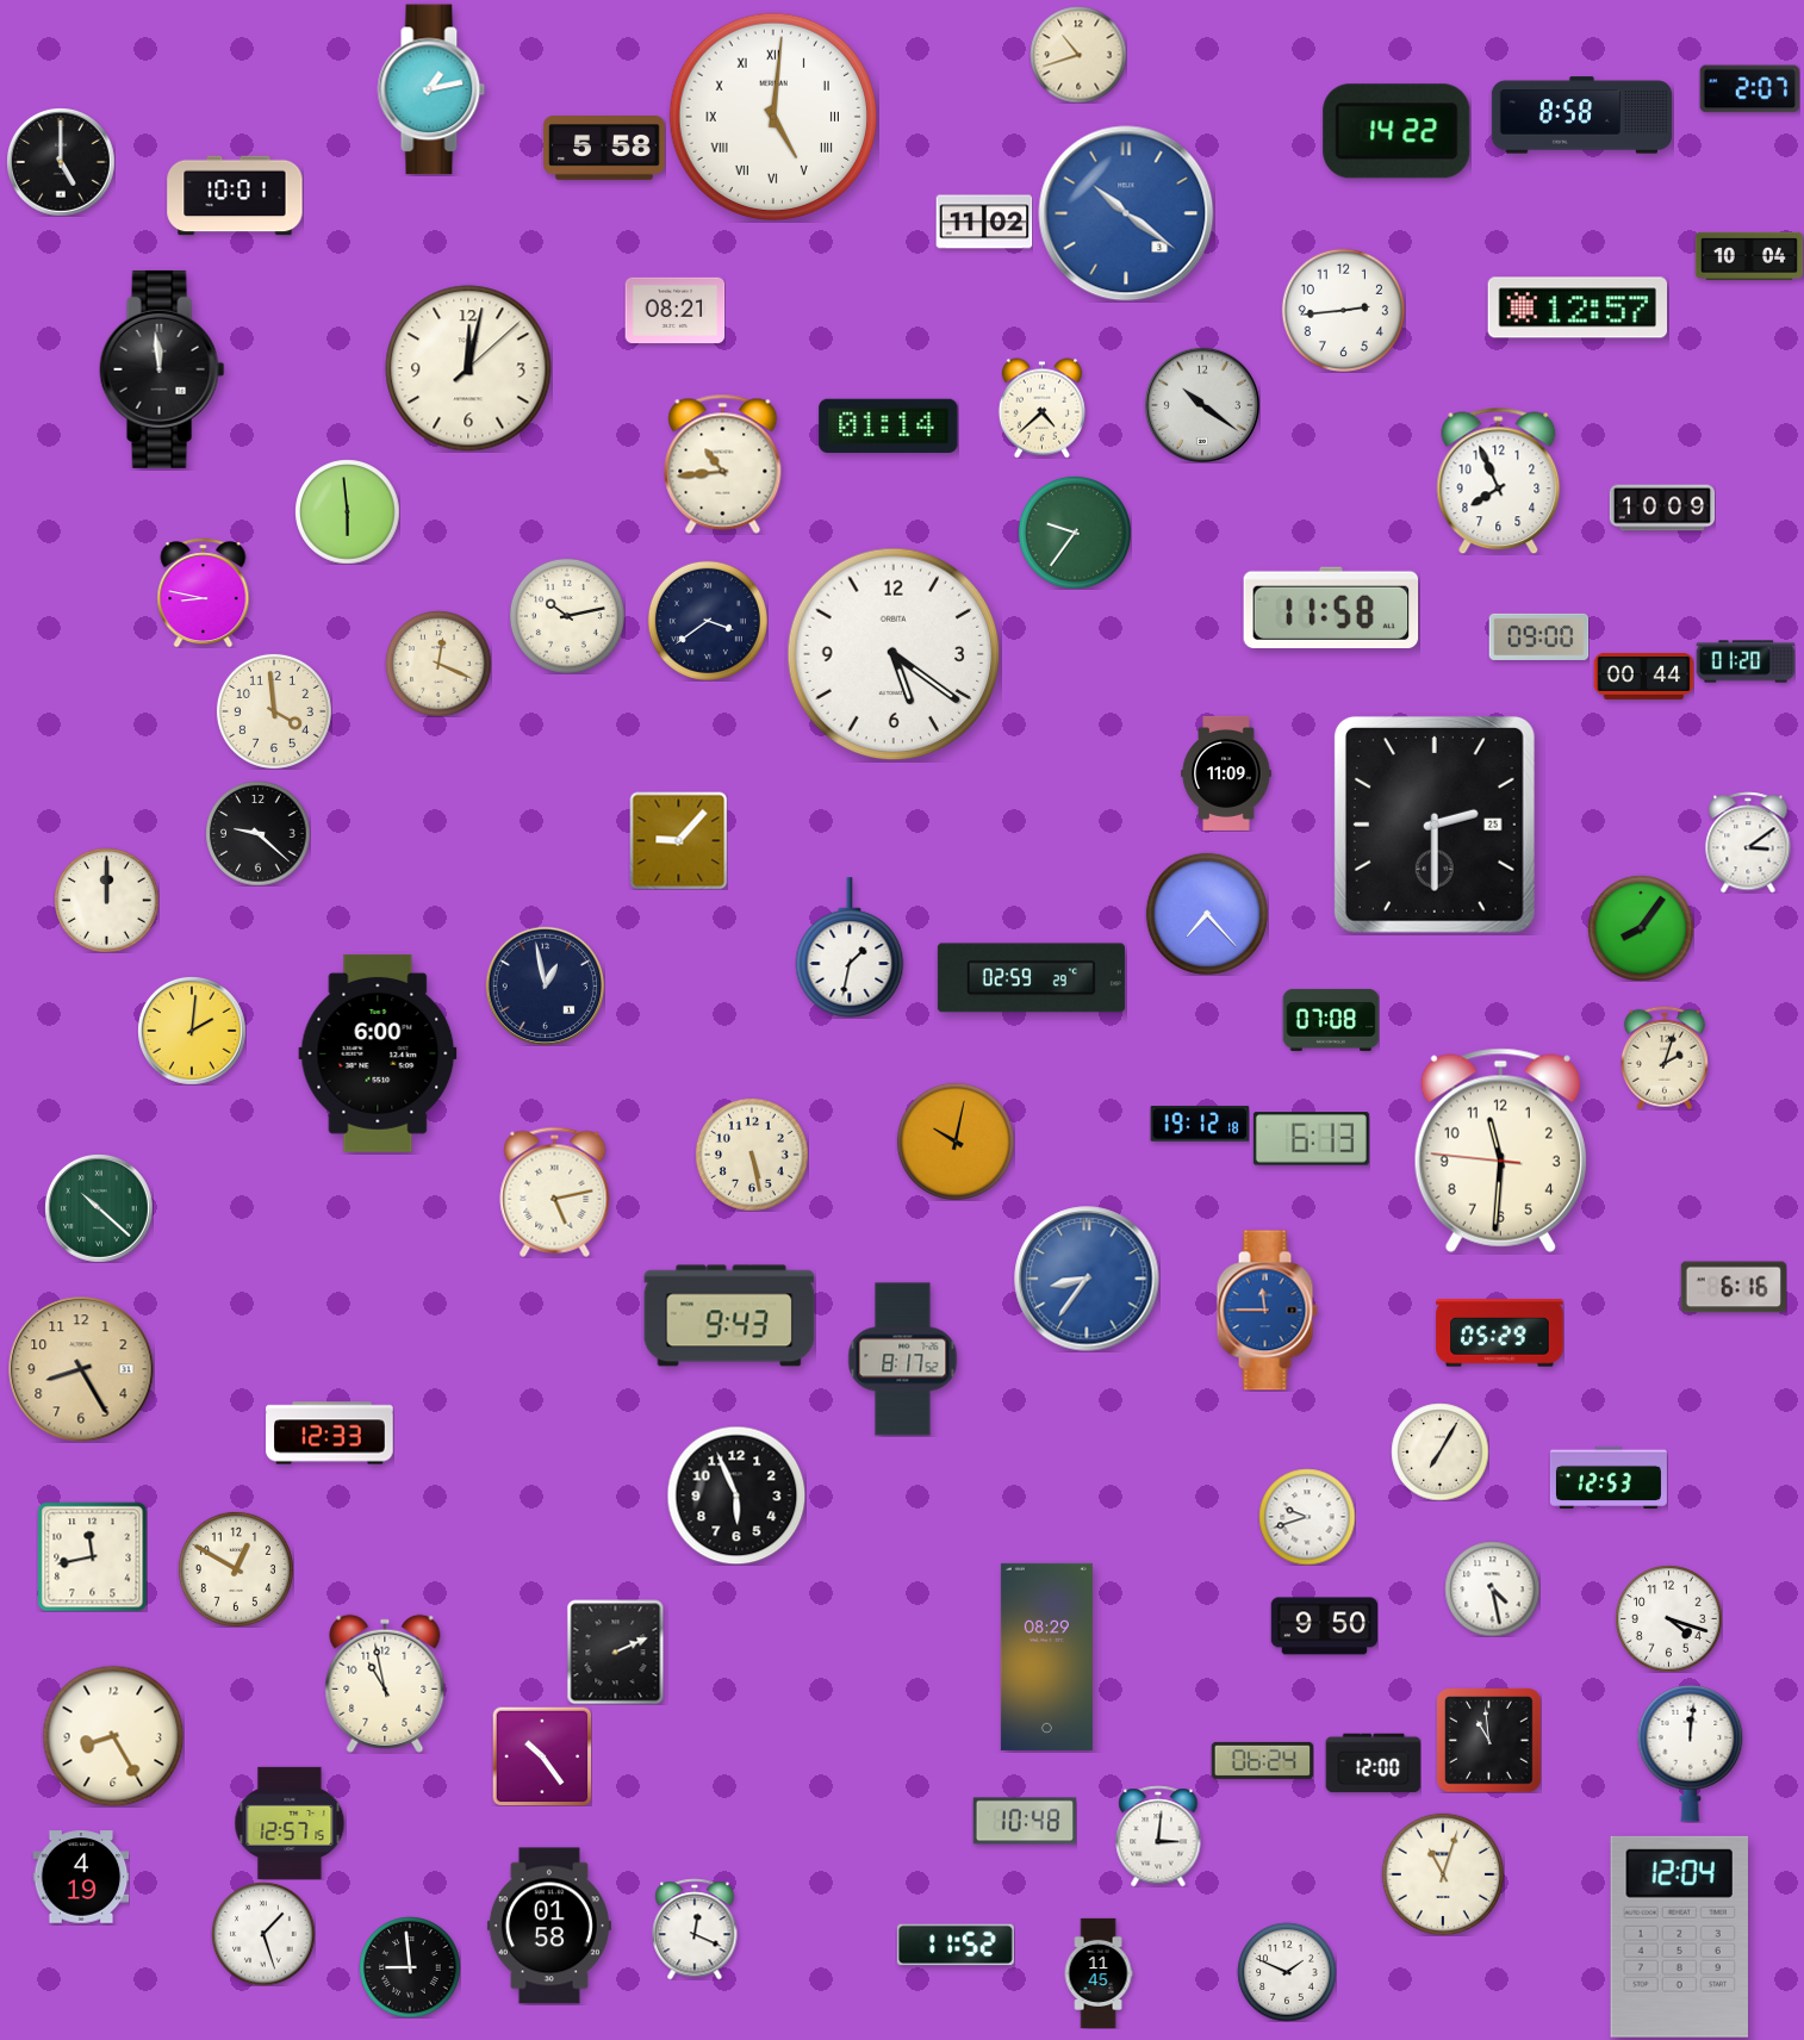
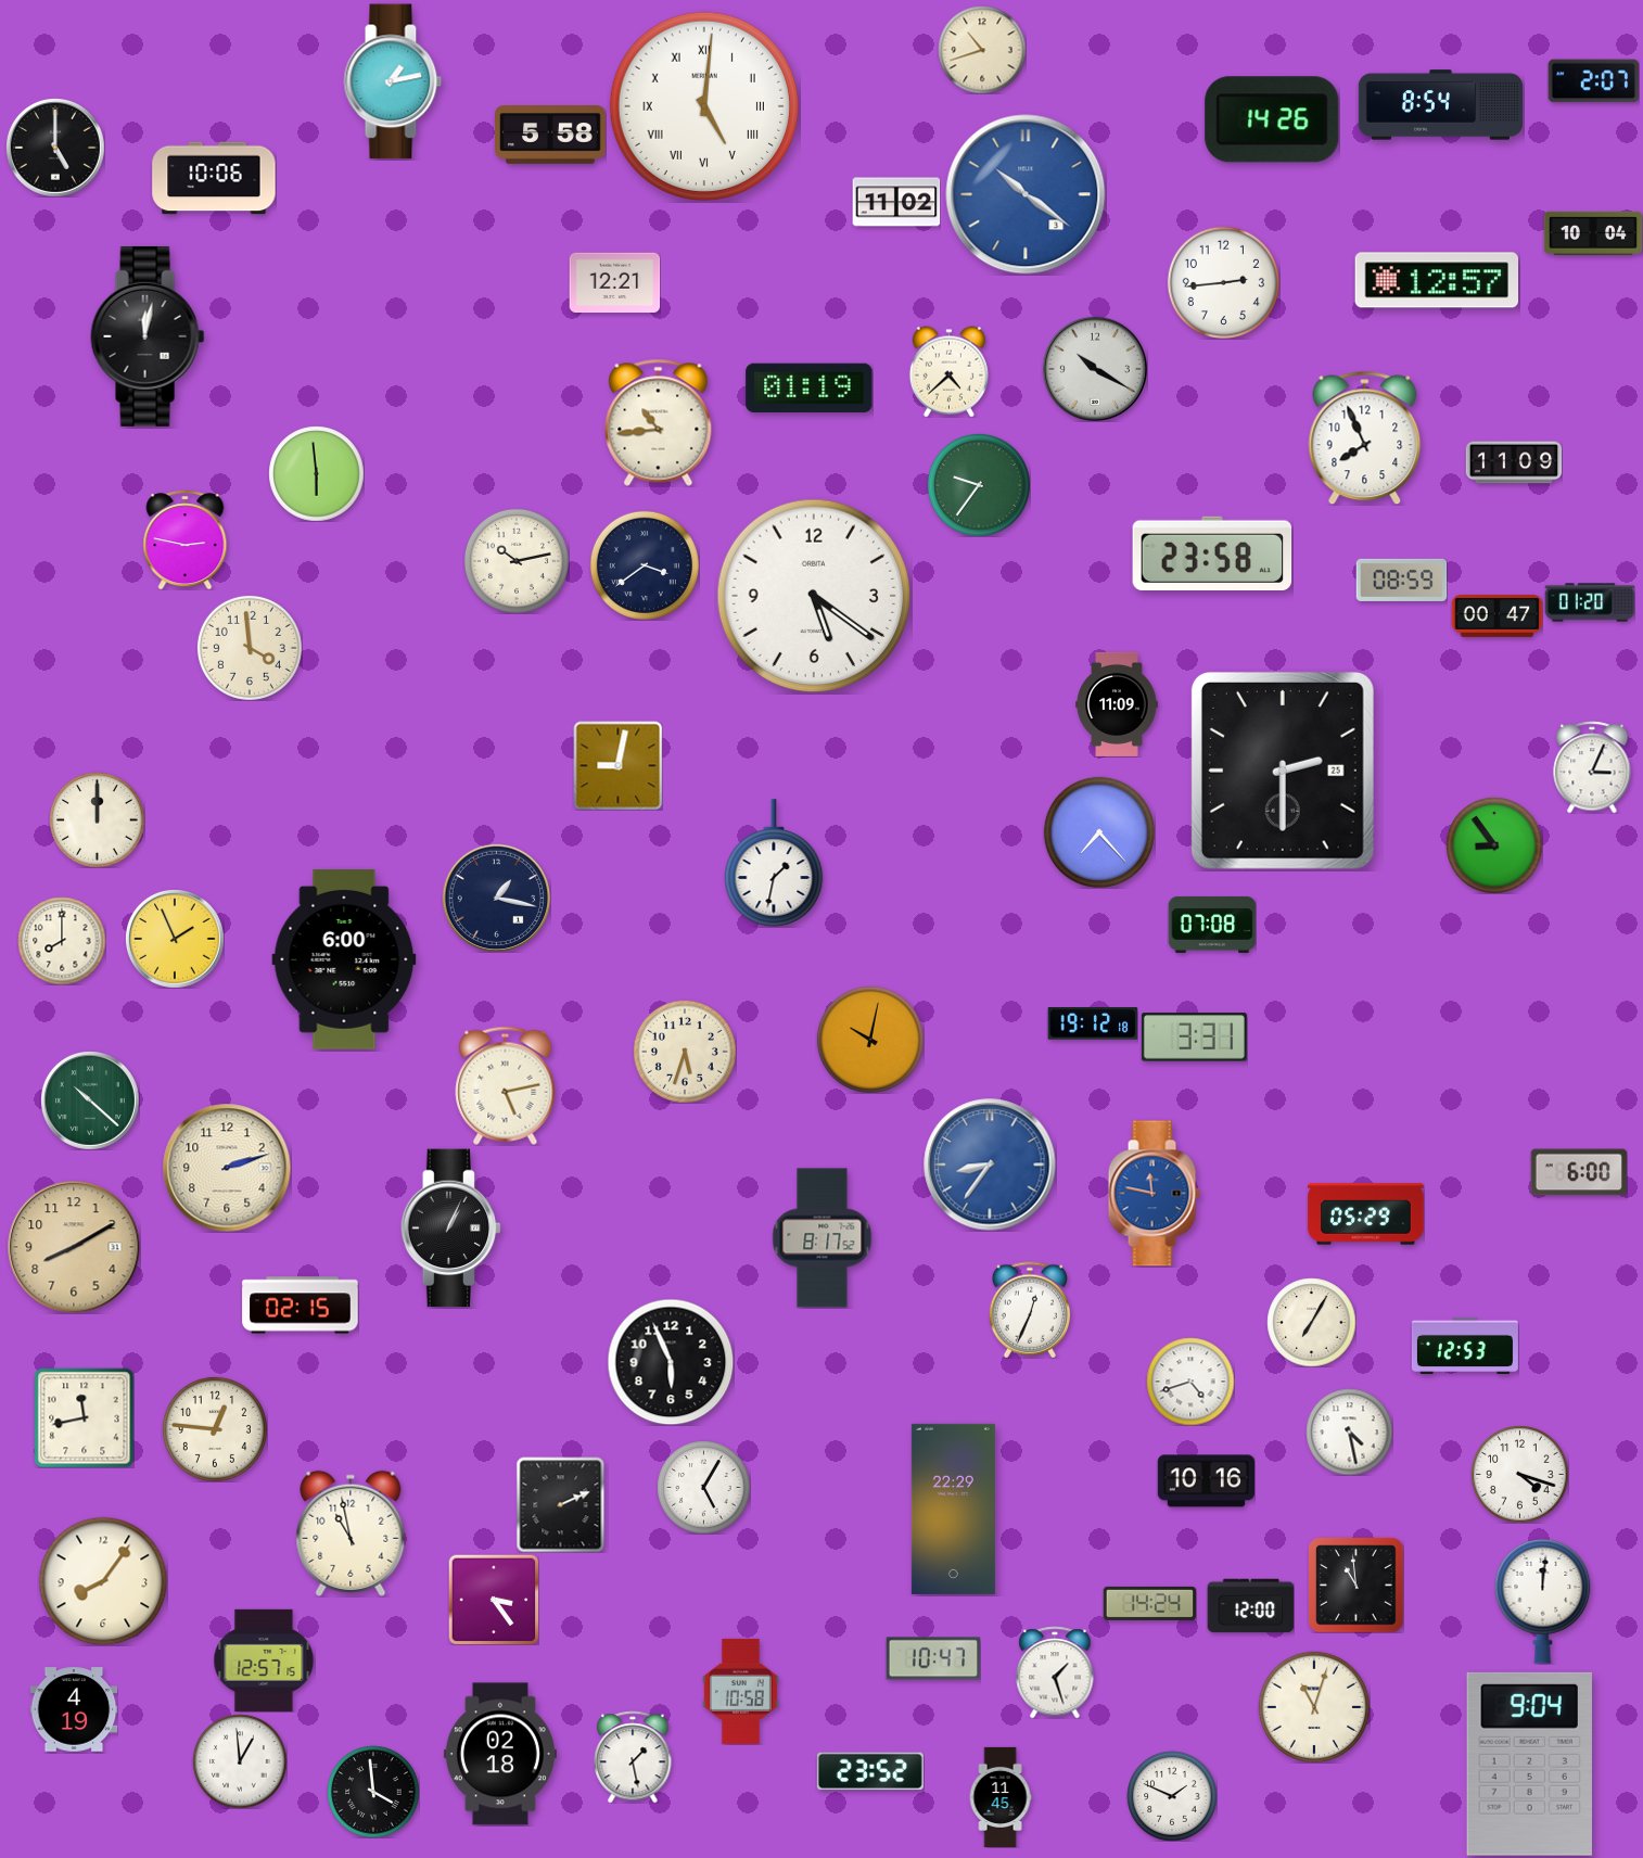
clock at (1582, 116): 8:58 -> 8:54
clock at (1396, 131): 14:22 -> 14:26
clock at (235, 195): 10:01 -> 10:06
clock at (674, 311): 08:21 -> 12:21
clock at (468, 368): 12:02 -> none
clock at (162, 369): 11:59 -> 12:02
clock at (1202, 405): 10:21 -> 10:20
clock at (889, 425): 01:14 -> 01:19
clock at (1662, 508): 10:09 -> 11:09
clock at (347, 511) position: (347, 511) -> (316, 473)
clock at (204, 592): 8:47 -> 2:47
clock at (1331, 608): 11:58 -> 23:58
clock at (1538, 636): 09:00 -> 08:59
clock at (438, 664): 12:19 -> none
clock at (1643, 676): 00:44 -> 00:47
clock at (1435, 825) position: (1435, 825) -> (1283, 771)
clock at (257, 833): 9:22 -> none
clock at (678, 840): 9:07 -> 9:02
clock at (1748, 842): 3:09 -> 3:04
clock at (1641, 928): 8:06 -> 8:54
clock at (1031, 978): 02:59 -> none
clock at (545, 985): 12:58 -> 1:17
clock at (1331, 1020) position: (1331, 1020) -> (1212, 925)
clock at (192, 1031): 2:01 -> 1:56
clock at (62, 941): none -> 8:00
clock at (1665, 1058): 2:03 -> none
clock at (1311, 1139): 6:13 -> 3:31
clock at (1500, 1150): 11:30 -> none
clock at (752, 1155): 5:28 -> 5:33
clock at (227, 1168): none -> 2:12
clock at (1734, 1287): 6:16 -> 6:00
clock at (1267, 1311): 11:45 -> 11:47
clock at (729, 1316): 9:43 -> none
clock at (451, 1229): none -> 1:04
clock at (81, 1369): 8:25 -> 8:10
clock at (330, 1433): 12:33 -> 02:15
clock at (1030, 1310): none -> 12:34
clock at (1307, 1517): 9:42 -> 4:42
clock at (236, 1569): 12:50 -> 12:46
clock at (1492, 1588) position: (1492, 1588) -> (1349, 1431)
clock at (1324, 1627): 9:50 -> 10:16
clock at (703, 1487): none -> 5:05
clock at (1046, 1656): 08:29 -> 22:29
clock at (113, 1736): 8:25 -> 8:06
clock at (1691, 1754) position: (1691, 1754) -> (1543, 1602)
clock at (542, 1756): 10:24 -> 3:24
clock at (1262, 1760): 06:24 -> 14:24
clock at (1025, 1821): 10:48 -> 10:47
clock at (1158, 1836): 3:01 -> 1:27
clock at (740, 1691): none -> 10:58
clock at (549, 1926): 01:58 -> 02:18
clock at (695, 1929): 12:19 -> 1:28
clock at (263, 1934): 1:27 -> 12:59
clock at (1679, 1936): 12:04 -> 9:04
clock at (956, 1945): 11:52 -> 23:52
clock at (410, 1967): 8:59 -> 3:59
